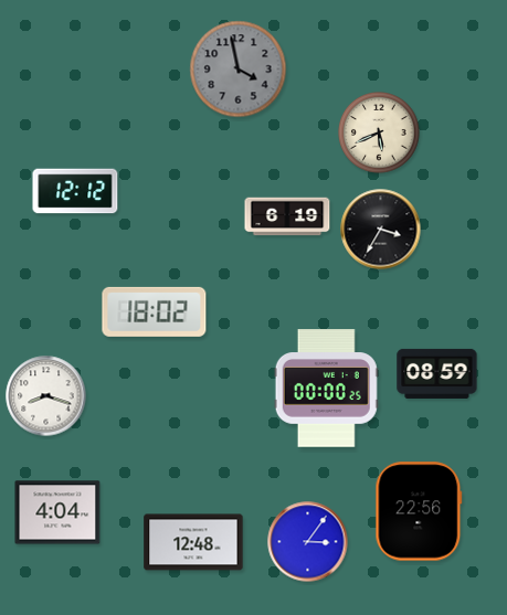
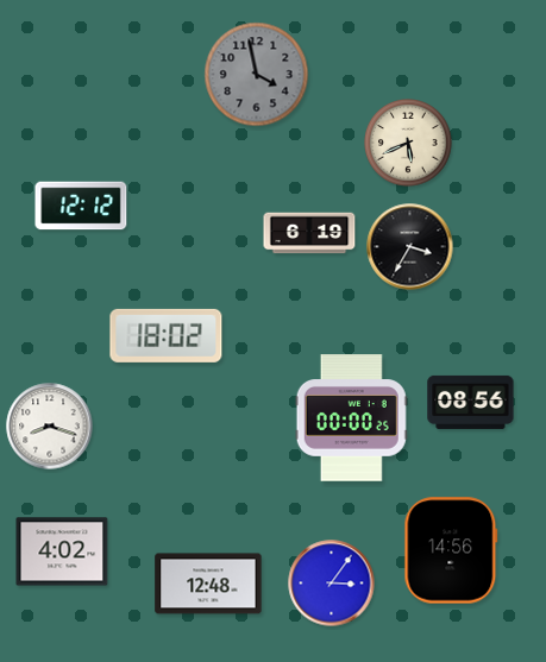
clock at (437, 373): 08:59 -> 08:56
clock at (419, 511): 22:56 -> 14:56
clock at (57, 512): 4:04 -> 4:02
